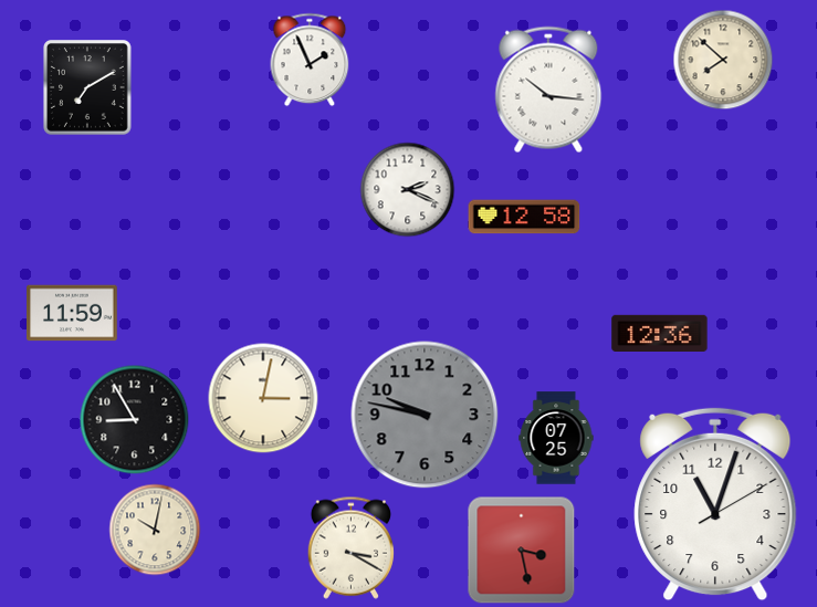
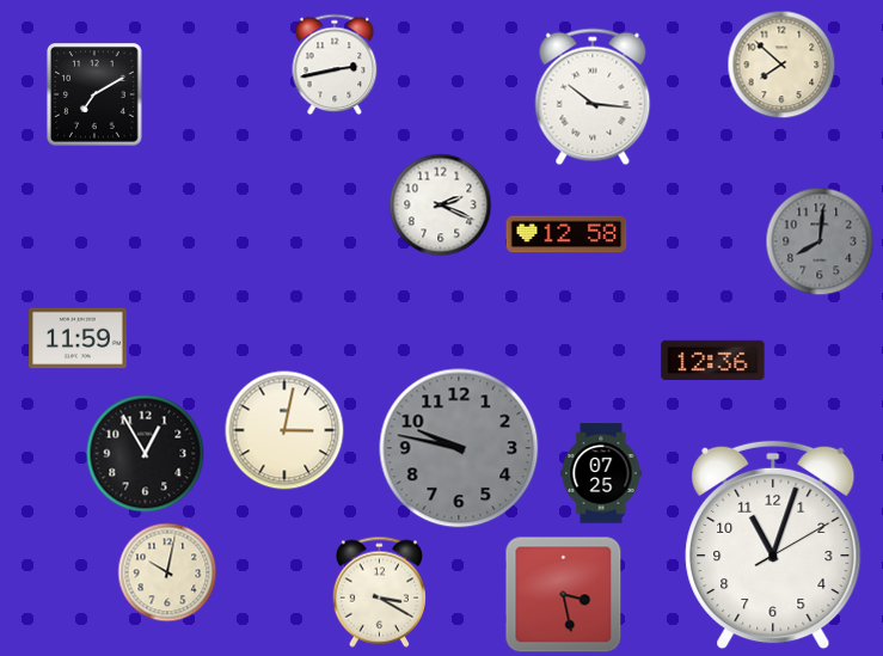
clock at (310, 60): 1:56 -> 2:43
clock at (820, 241): none -> 8:01
clock at (135, 420): 8:55 -> 12:55
